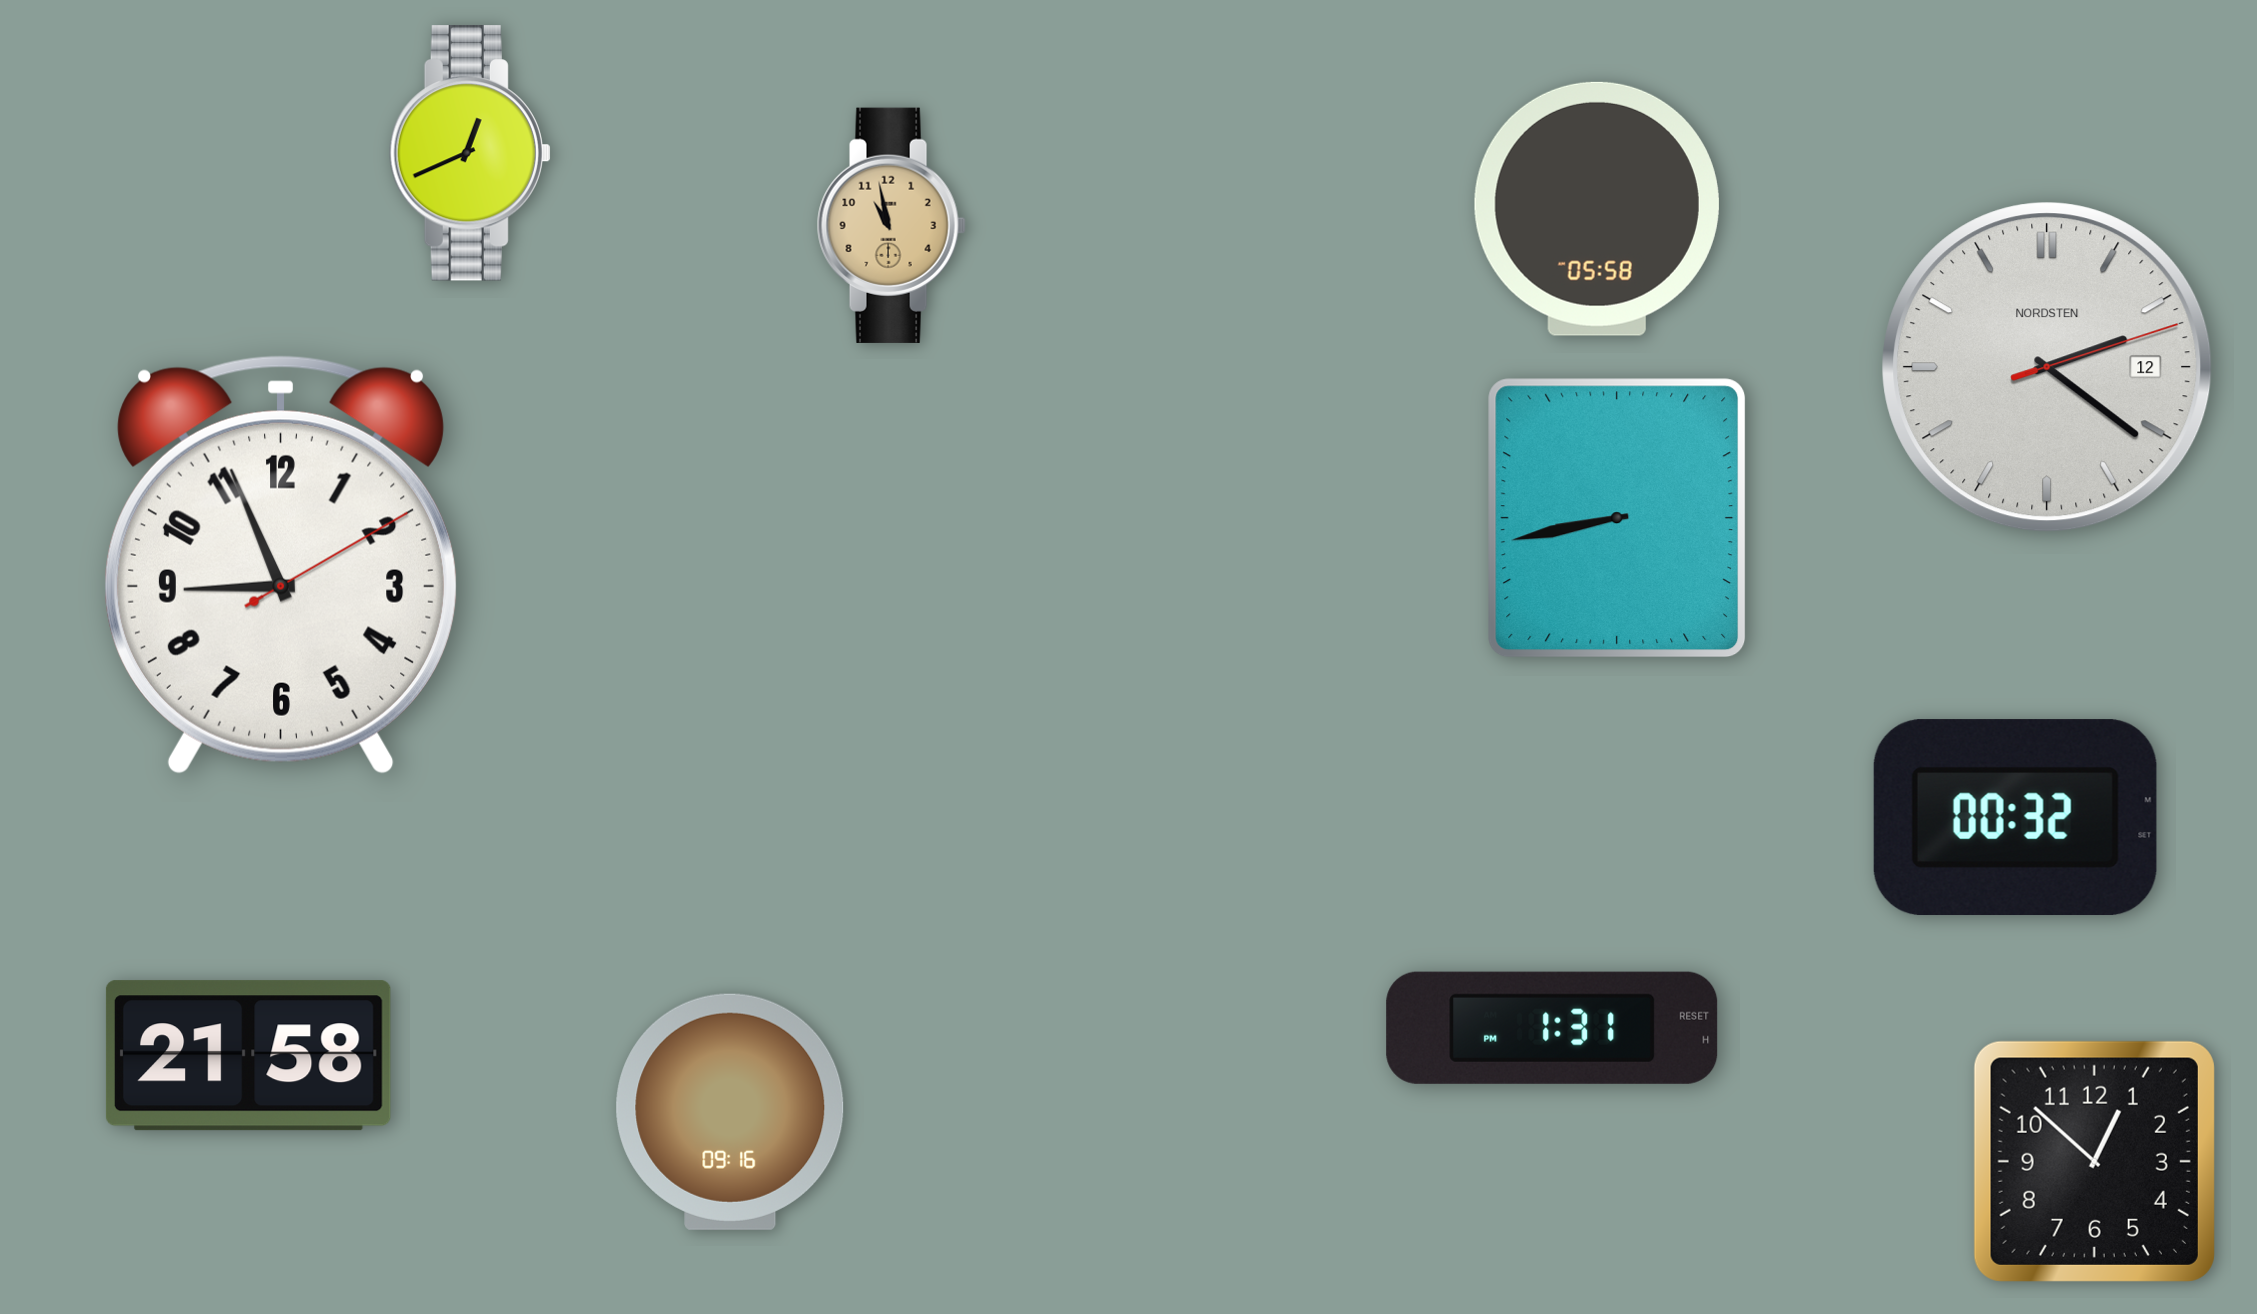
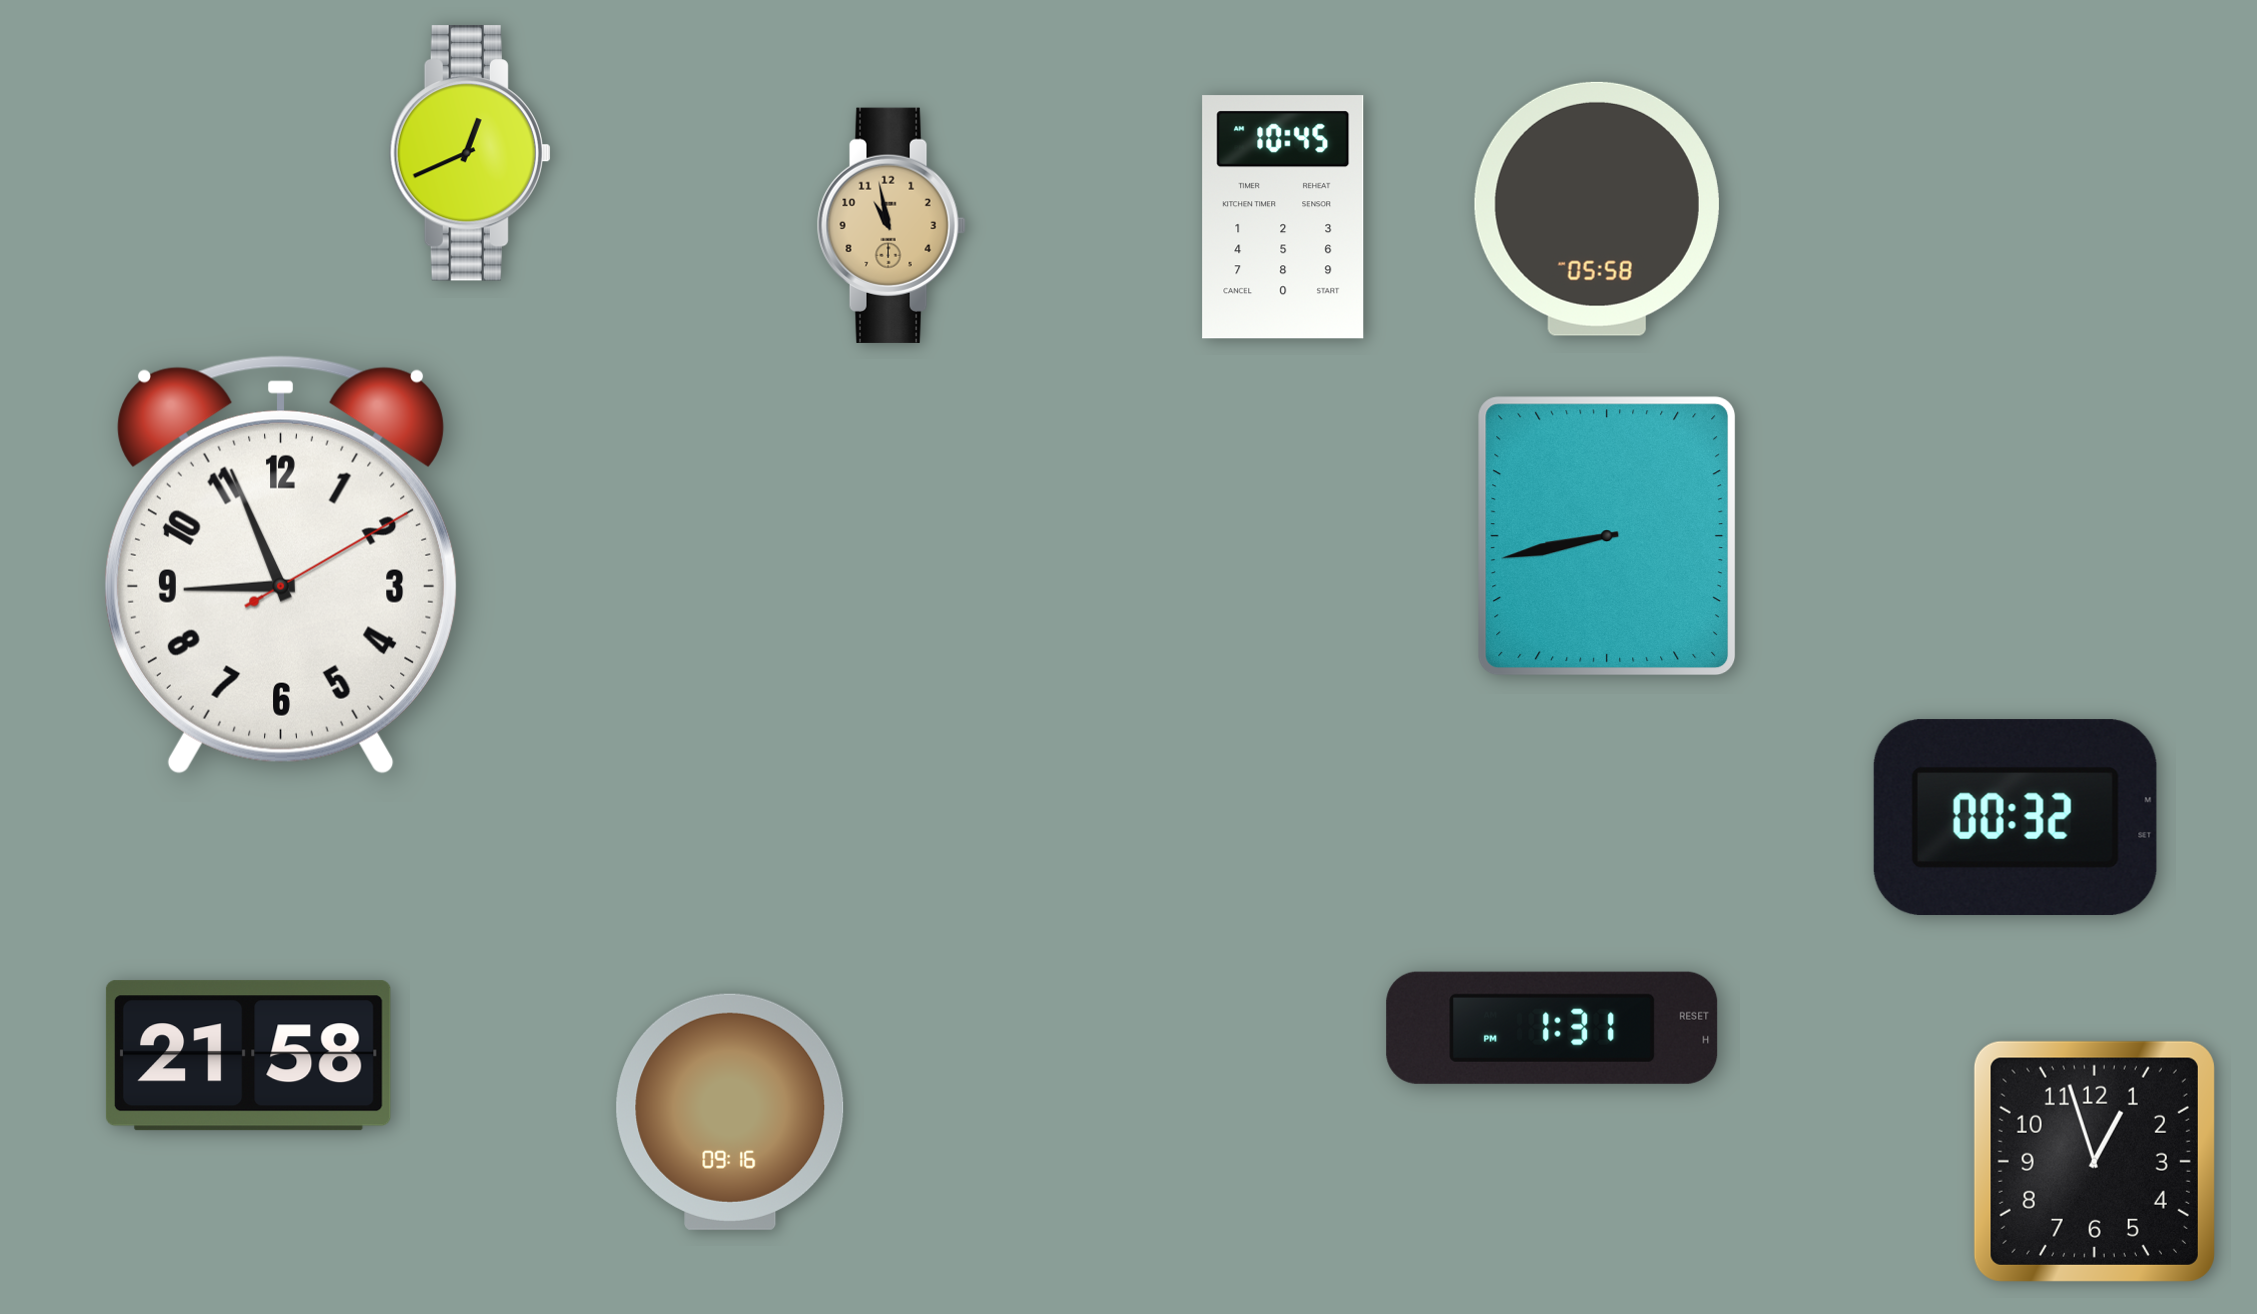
clock at (1283, 217): none -> 10:45
clock at (2047, 367): 2:21 -> none
clock at (1617, 518) position: (1617, 518) -> (1607, 536)
clock at (2094, 1161): 12:52 -> 12:57
